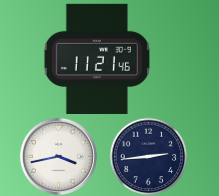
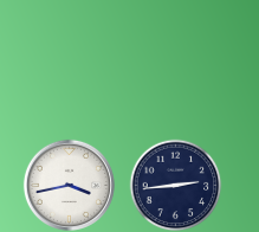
clock at (96, 59): 11:21 -> none
